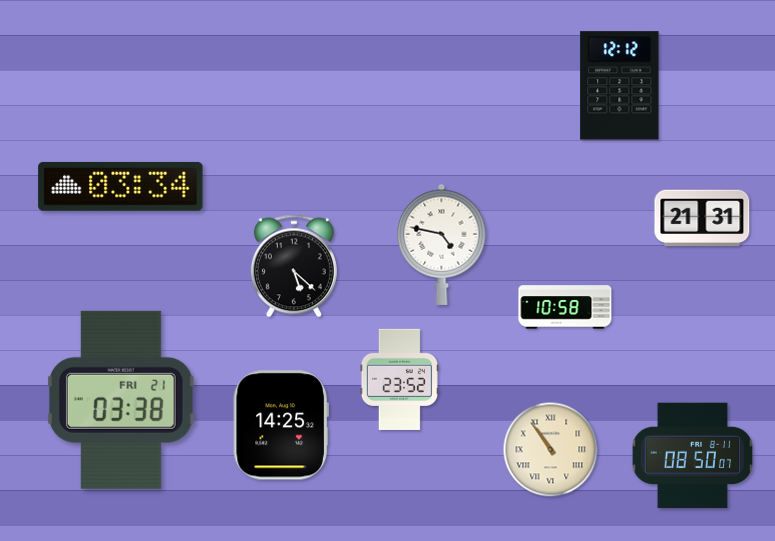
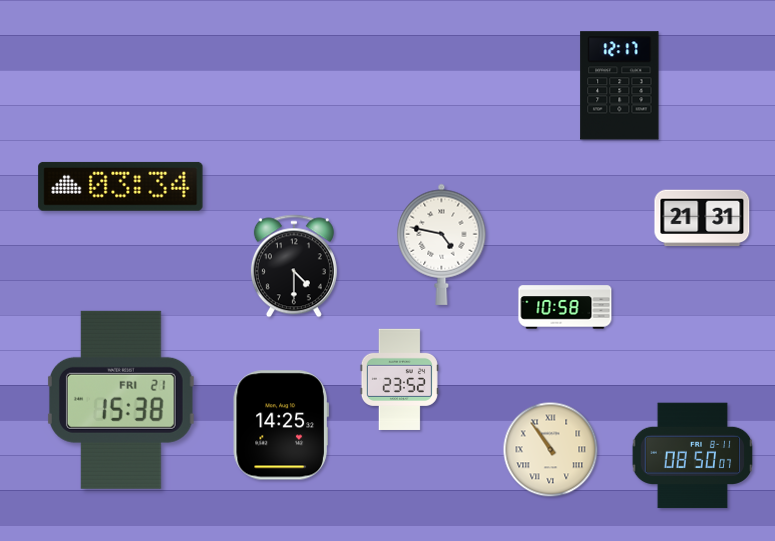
clock at (620, 86): 12:12 -> 12:17
clock at (294, 266): 5:22 -> 4:30
clock at (121, 400): 03:38 -> 15:38
